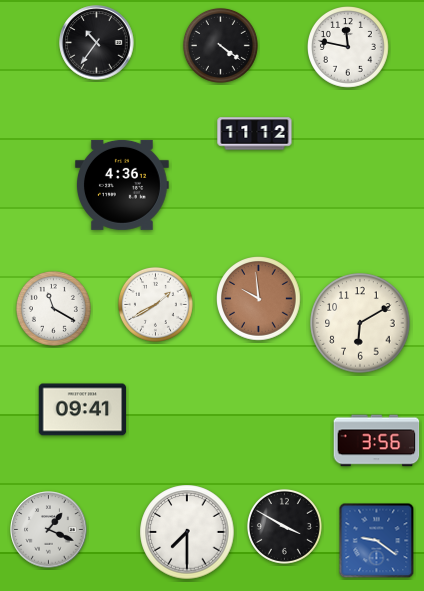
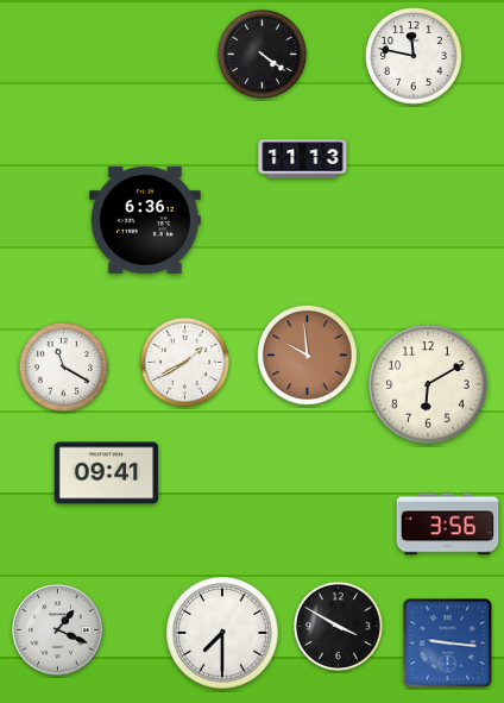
clock at (97, 43): 10:36 -> none
clock at (255, 134): 11:12 -> 11:13
clock at (122, 185): 4:36 -> 6:36
clock at (83, 410) position: (83, 410) -> (107, 473)
clock at (377, 541): 9:21 -> 9:16
